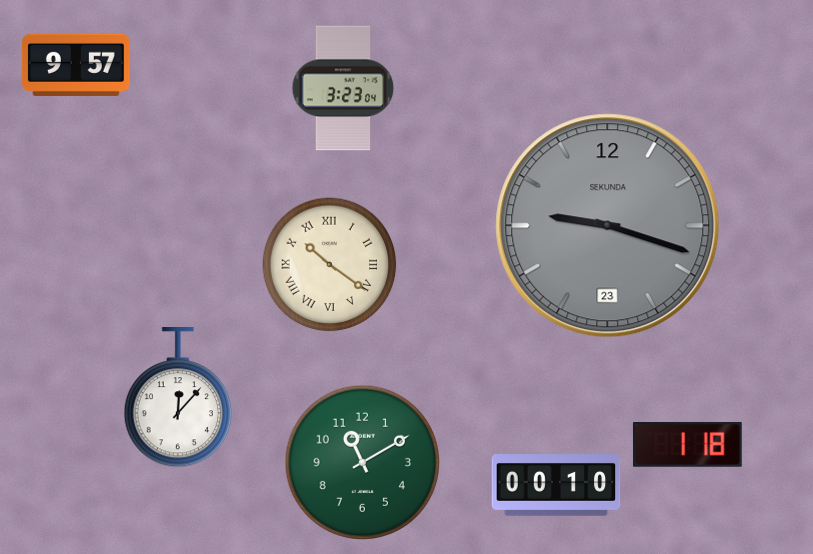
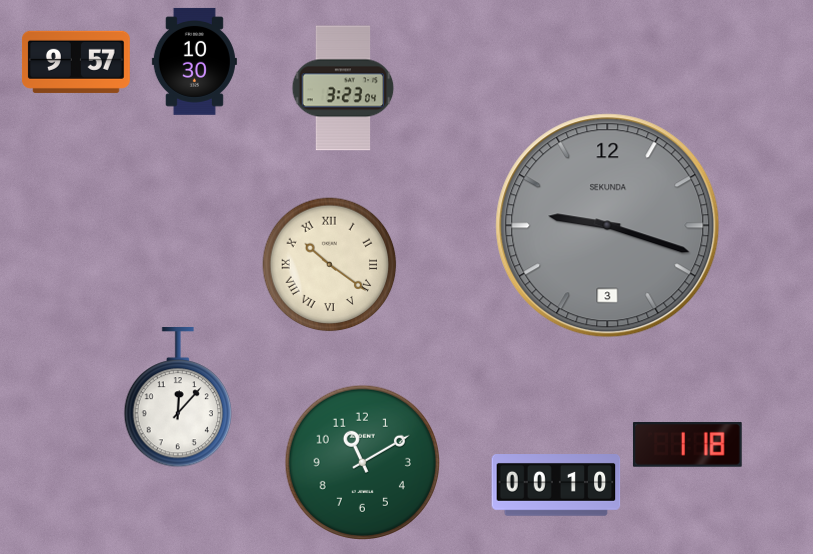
clock at (194, 61): none -> 10:30
clock at (76, 65) position: (76, 65) -> (76, 62)
clock at (608, 226) date: 23 -> 3
